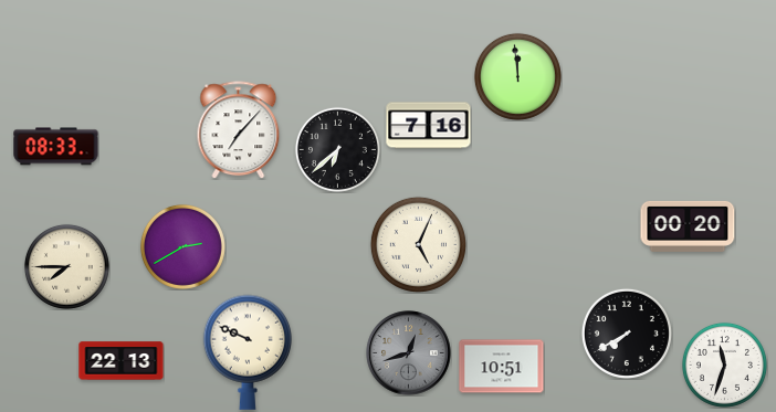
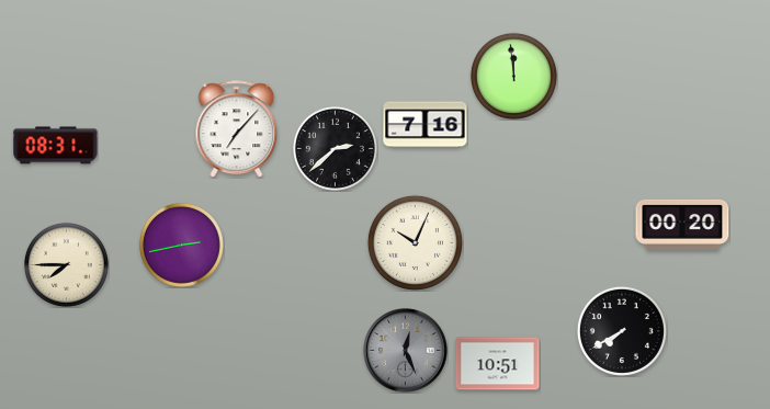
clock at (56, 147): 08:33 -> 08:31
clock at (337, 149): 6:38 -> 2:38
clock at (418, 244): 5:04 -> 10:04
clock at (182, 246): 2:40 -> 2:43
clock at (248, 352): 9:49 -> none
clock at (409, 353): 12:42 -> 12:26
clock at (122, 361): 22:13 -> none
clock at (724, 365): 11:33 -> none
